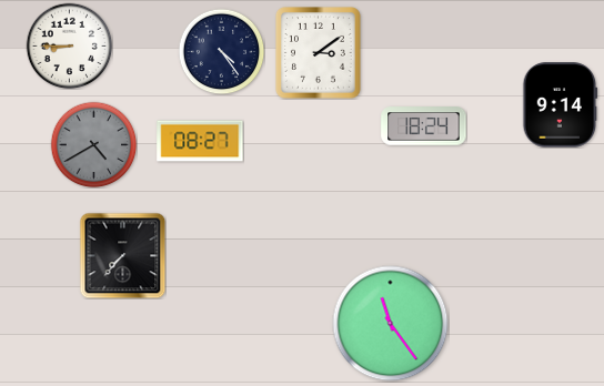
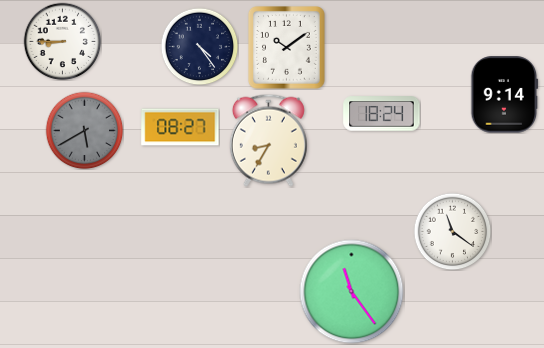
clock at (319, 53): 3:09 -> 10:09
clock at (93, 144): 4:40 -> 5:40
clock at (268, 140): none -> 8:35
clock at (122, 255): 7:37 -> none
clock at (452, 231): none -> 11:21
